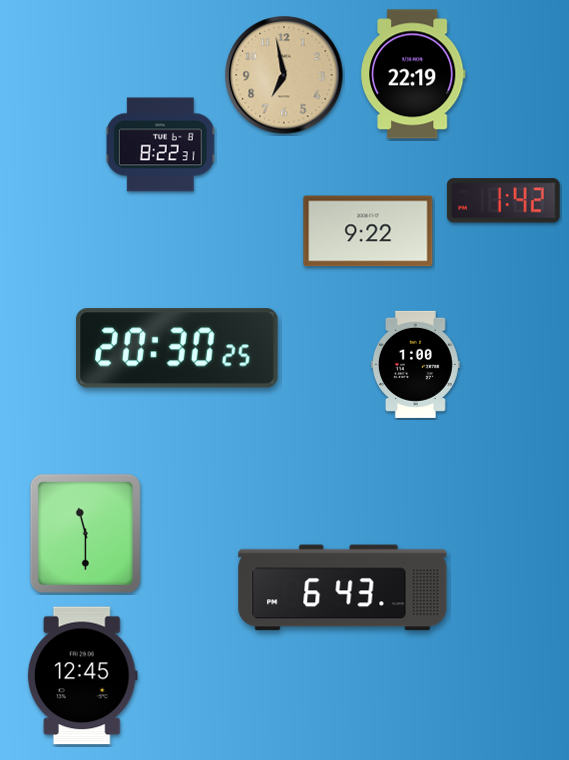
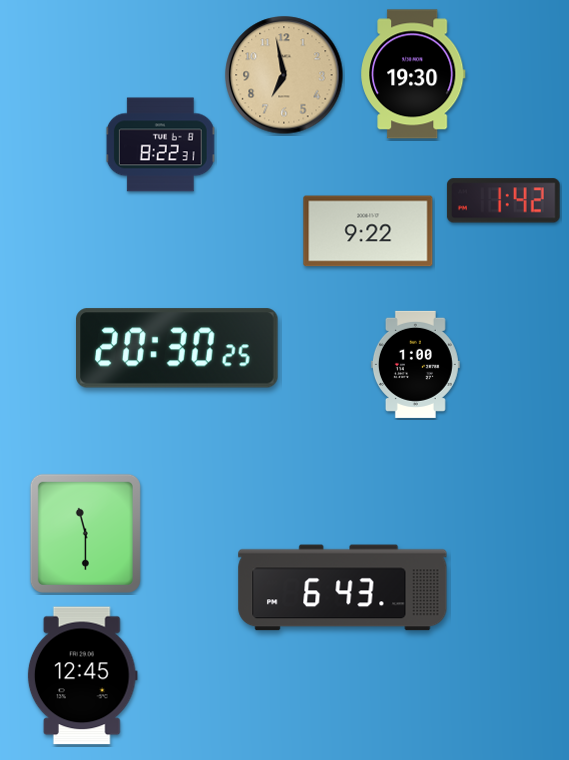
clock at (413, 74): 22:19 -> 19:30
